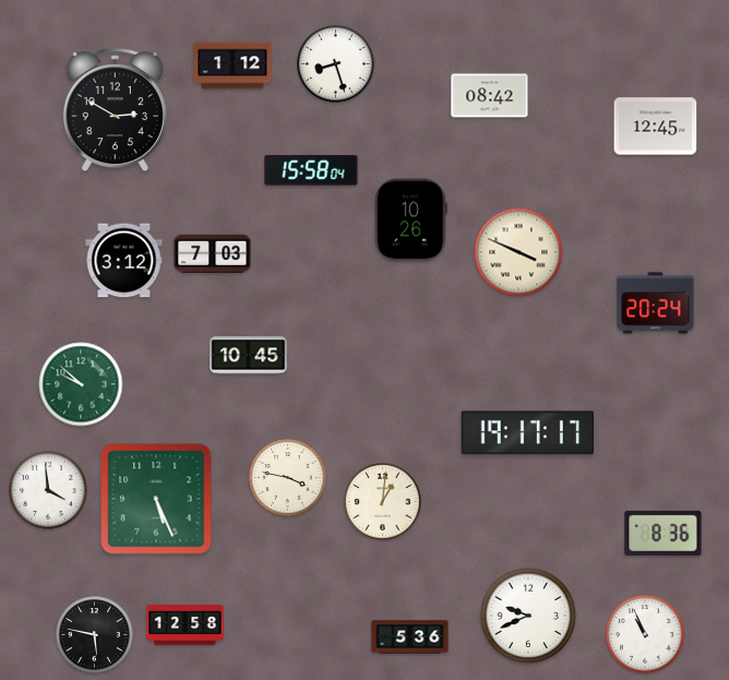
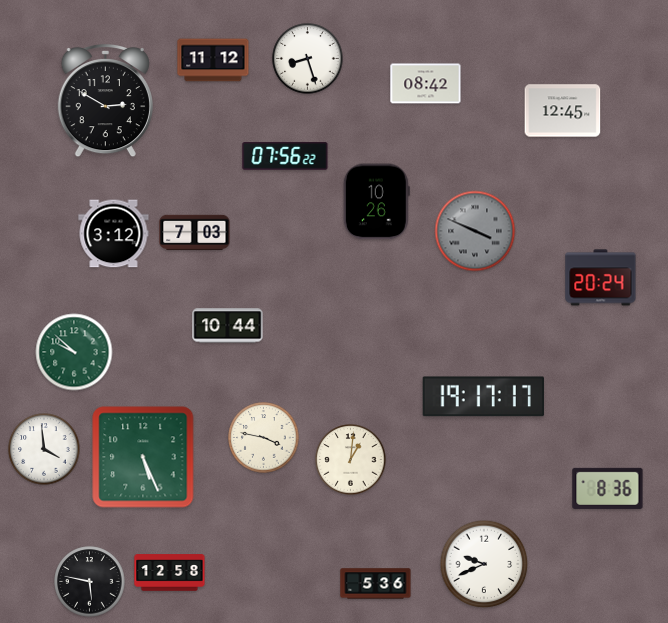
clock at (232, 65): 1:12 -> 11:12
clock at (490, 96) position: (490, 96) -> (426, 84)
clock at (656, 127) position: (656, 127) -> (563, 111)
clock at (311, 170): 15:58 -> 07:56
clock at (518, 252) dial: cream -> grey
clock at (124, 261) position: (124, 261) -> (114, 234)
clock at (249, 356): 10:45 -> 10:44
clock at (645, 634): 10:56 -> none
clock at (95, 635) position: (95, 635) -> (90, 582)
